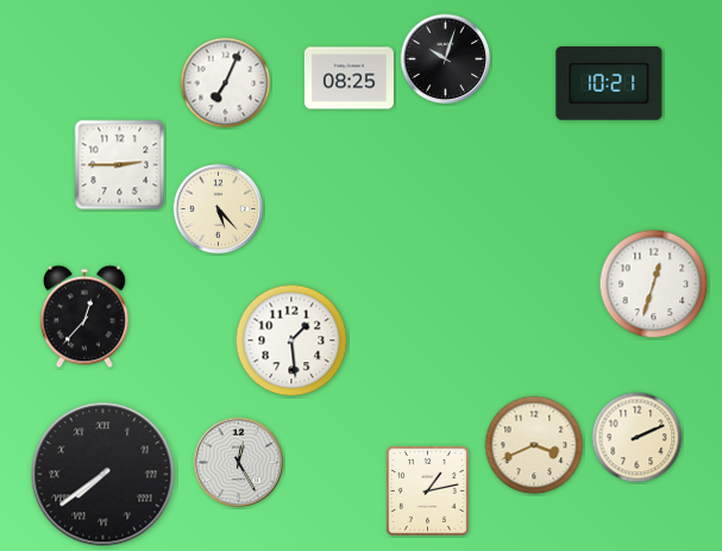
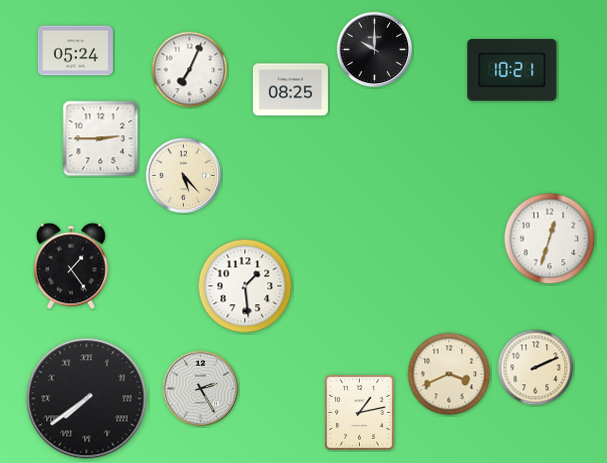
clock at (446, 60): 10:03 -> 10:00
clock at (75, 51): none -> 05:24
clock at (349, 79) position: (349, 79) -> (290, 90)
clock at (84, 317): 12:37 -> 1:24
clock at (239, 463): 12:25 -> 2:25
